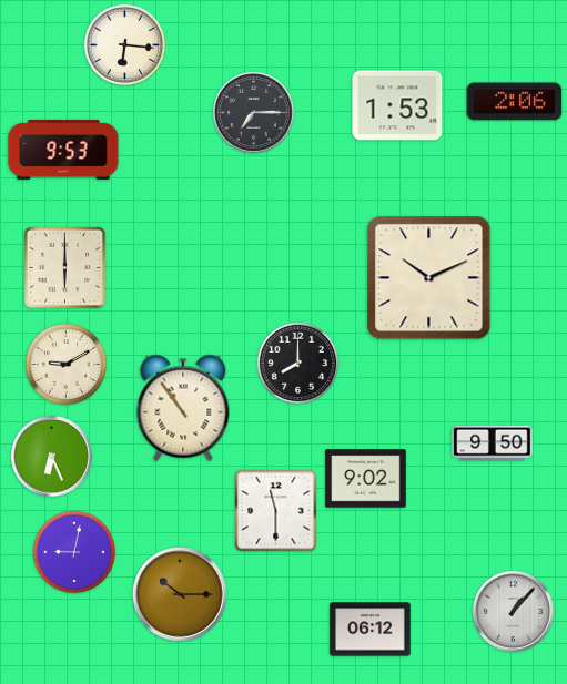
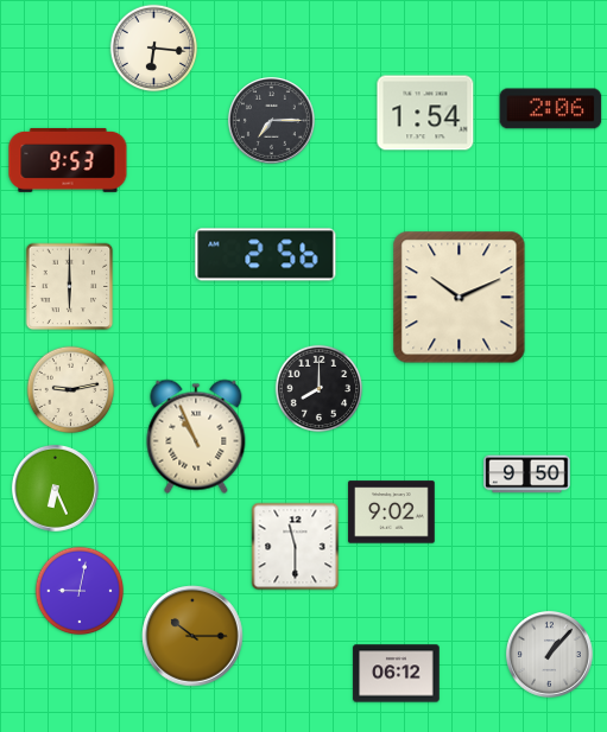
clock at (125, 45) position: (125, 45) -> (154, 49)
clock at (397, 105): 1:53 -> 1:54
clock at (266, 255): none -> 2:56
clock at (67, 365): 9:10 -> 9:13
clock at (183, 408): 10:54 -> 10:56
